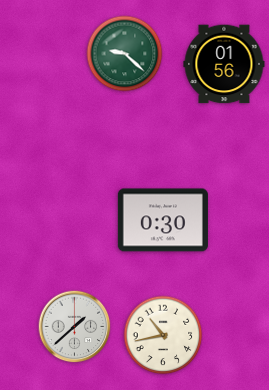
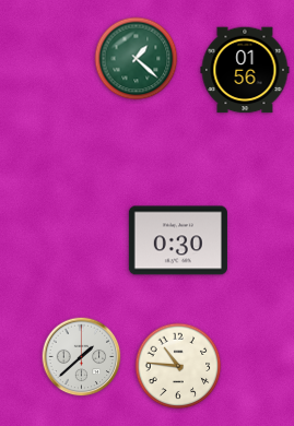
clock at (125, 54): 9:22 -> 1:22
clock at (163, 335): 10:43 -> 10:46
